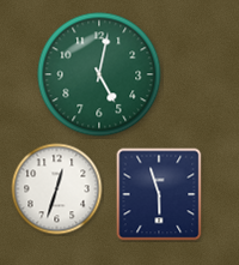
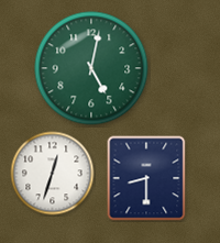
clock at (159, 194): 5:57 -> 8:30
